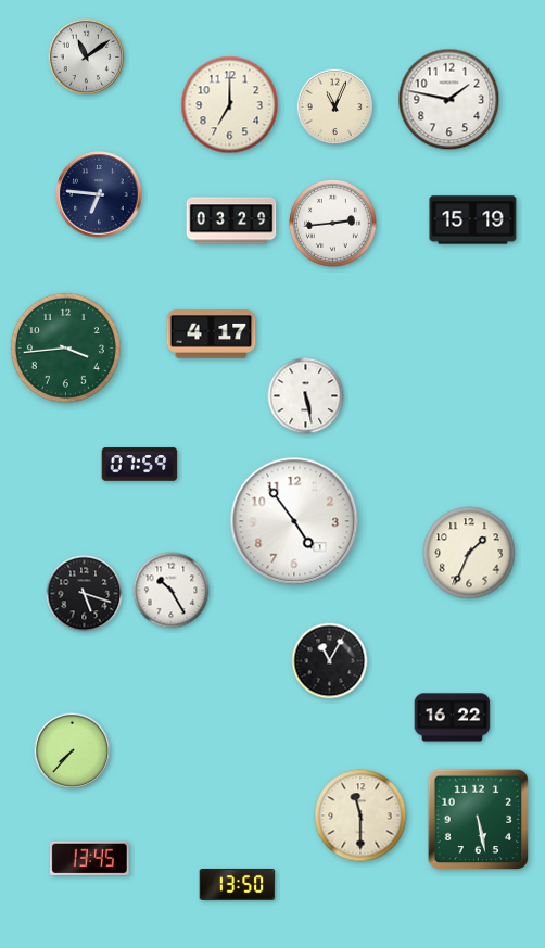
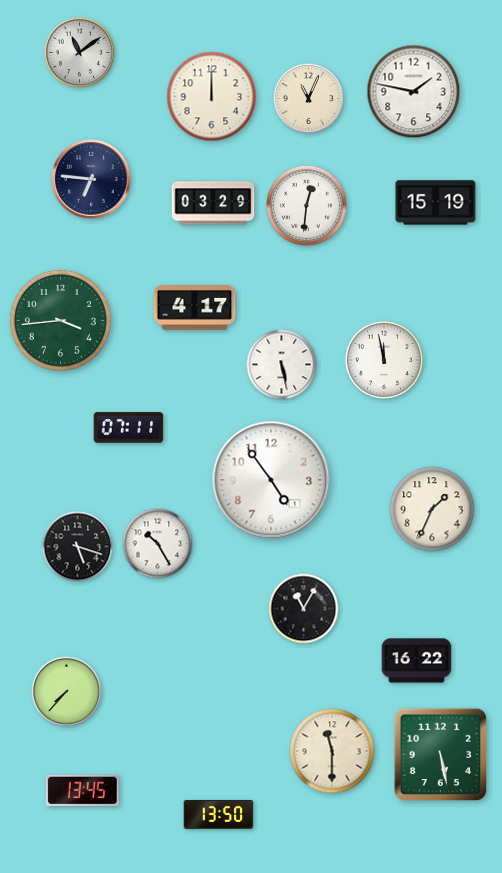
clock at (230, 105): 7:00 -> 12:00
clock at (333, 224): 2:44 -> 12:31
clock at (384, 360): none -> 11:58
clock at (140, 465): 07:59 -> 07:11
